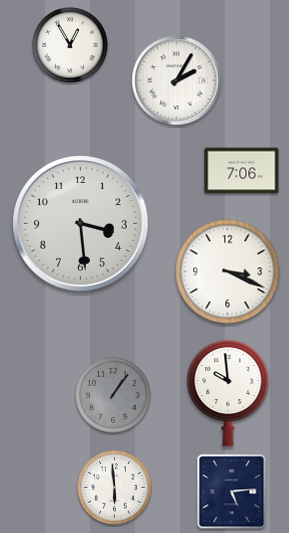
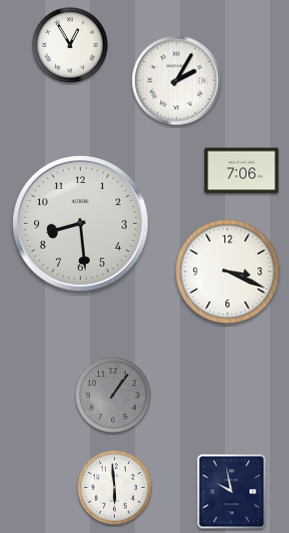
clock at (81, 224): 3:29 -> 8:29
clock at (228, 393): 9:59 -> none
clock at (232, 492): 5:14 -> 9:58
